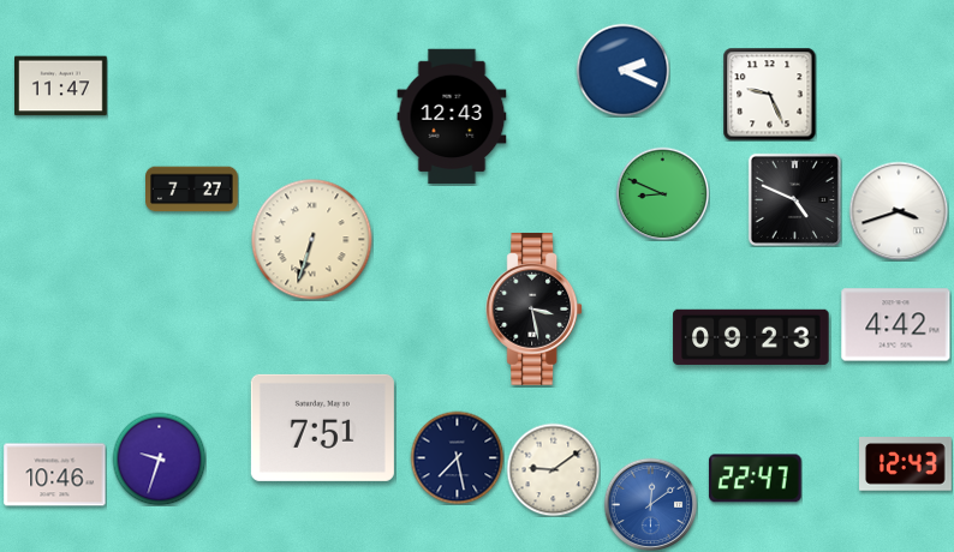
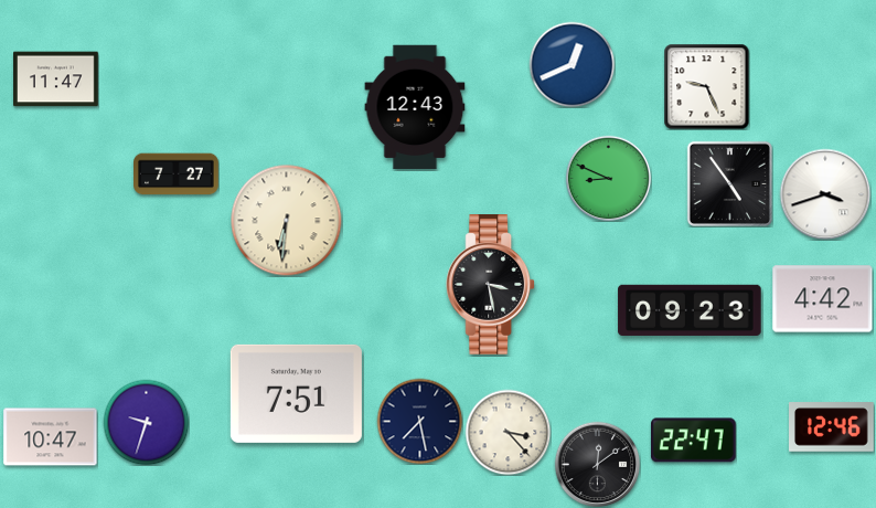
clock at (622, 70): 2:19 -> 12:41
clock at (794, 199): 4:49 -> 4:54
clock at (312, 240): 6:33 -> 6:31
clock at (906, 464): 12:43 -> 12:46
clock at (553, 469): 9:09 -> 3:23
clock at (55, 475): 10:46 -> 10:47
clock at (650, 504) dial: blue -> black
